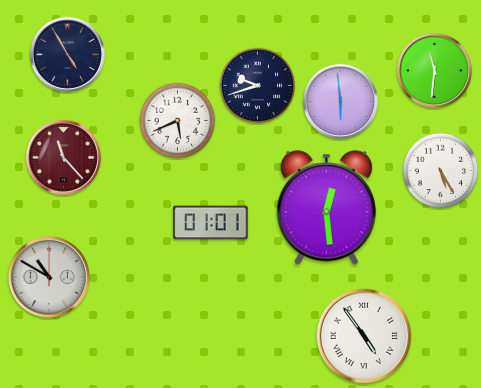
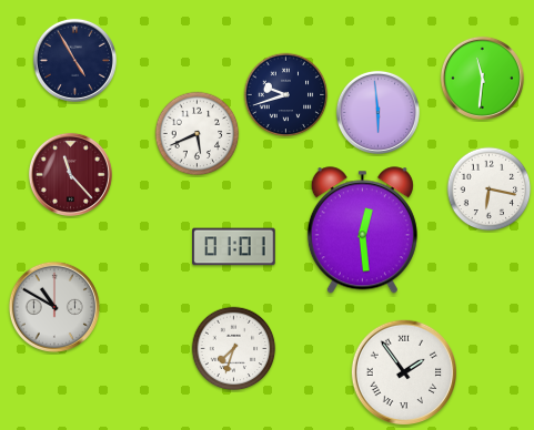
clock at (441, 171): 5:25 -> 6:17
clock at (234, 349): none -> 7:33
clock at (364, 336): 4:54 -> 1:54
